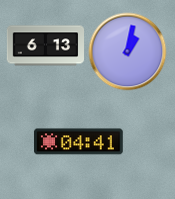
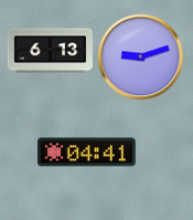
clock at (127, 51): 1:02 -> 9:12
clock at (79, 142) position: (79, 142) -> (87, 153)
